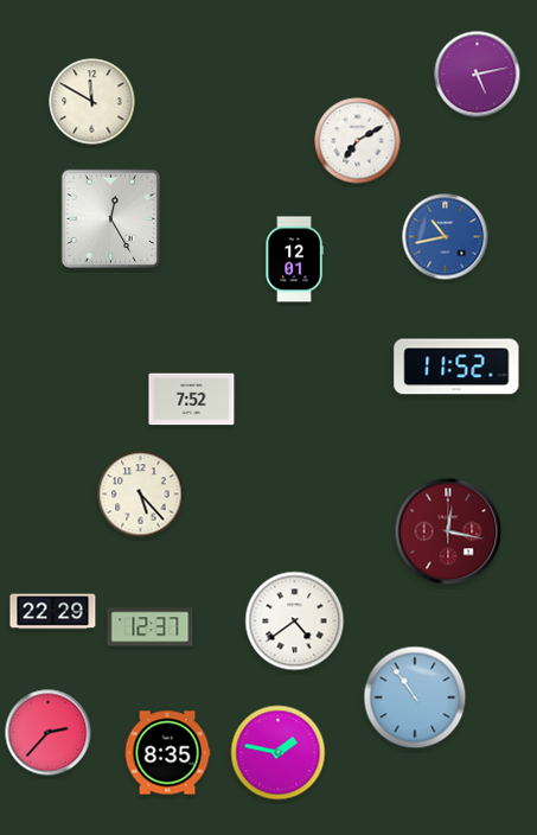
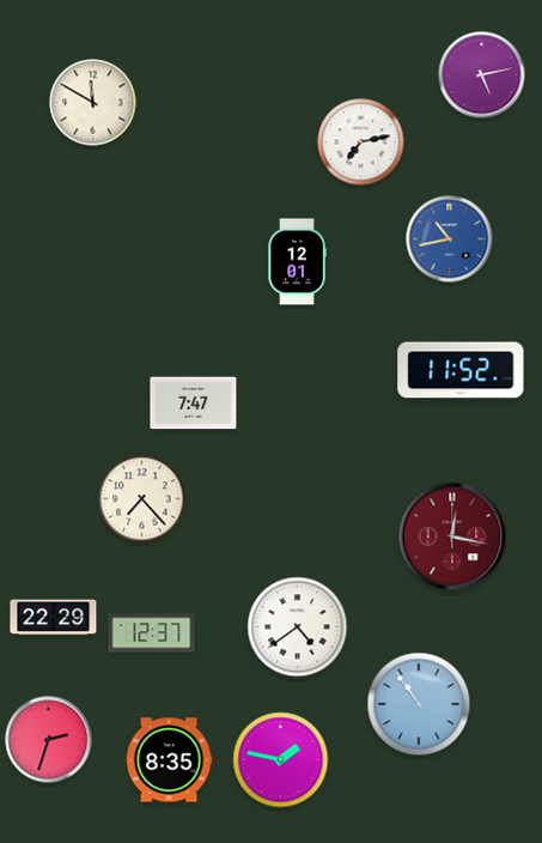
clock at (358, 141): 7:10 -> 7:13
clock at (110, 218): 12:25 -> none
clock at (192, 400): 7:52 -> 7:47
clock at (141, 495): 5:23 -> 7:23
clock at (49, 733): 2:37 -> 2:33
